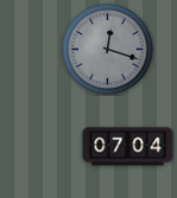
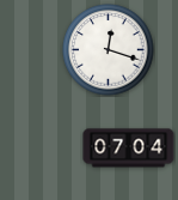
clock at (108, 50) dial: grey -> white
